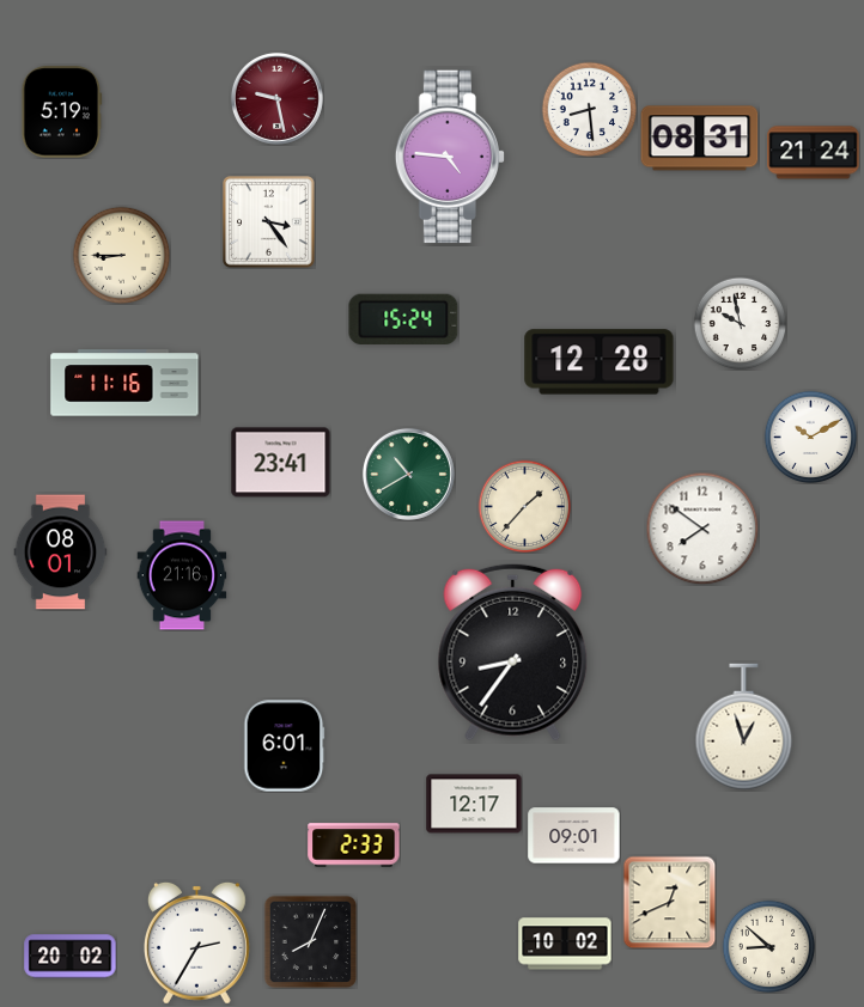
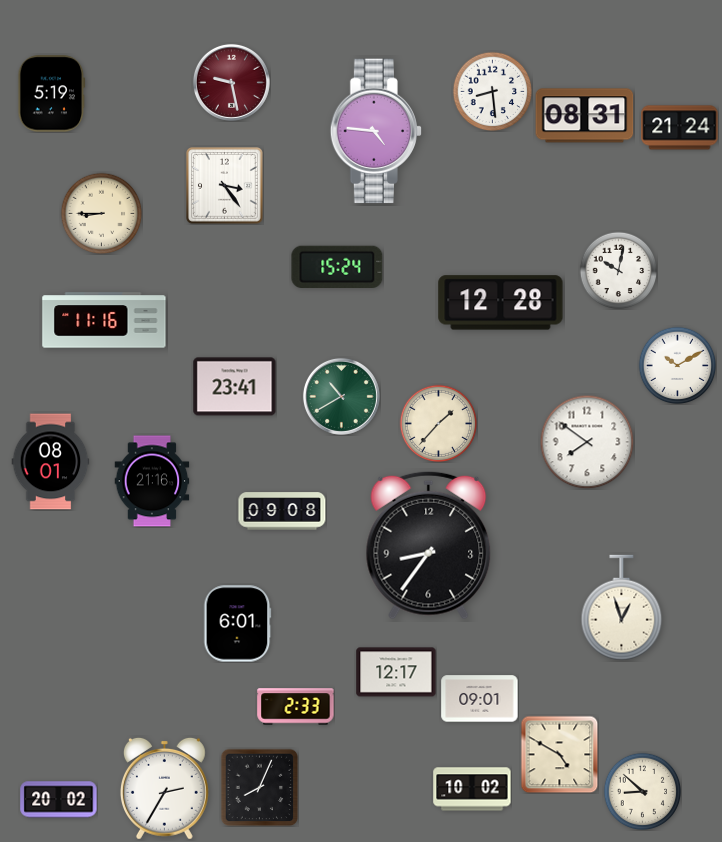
clock at (740, 323): 9:58 -> 10:02
clock at (282, 511): none -> 09:08
clock at (669, 902): 12:41 -> 4:50
